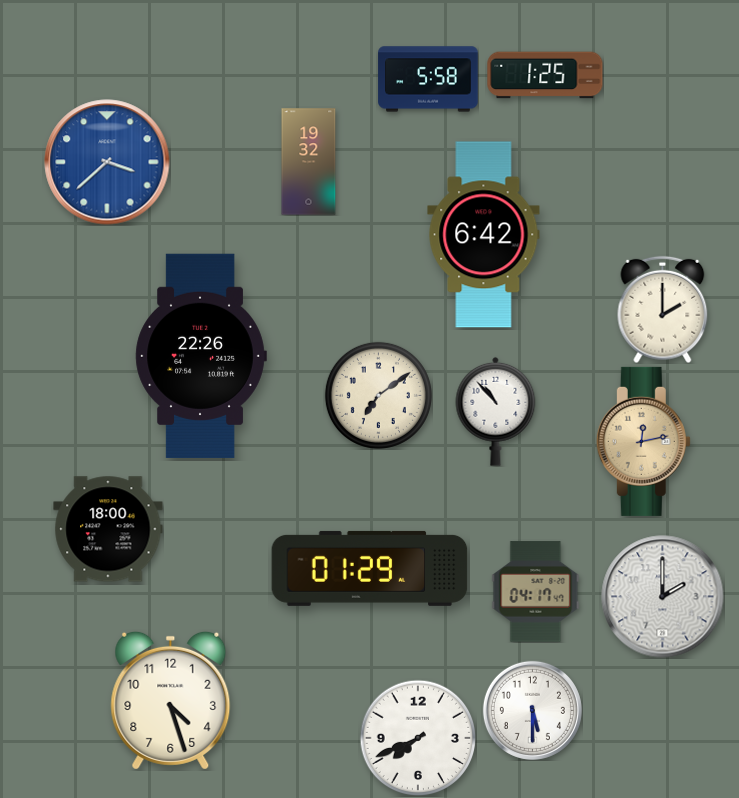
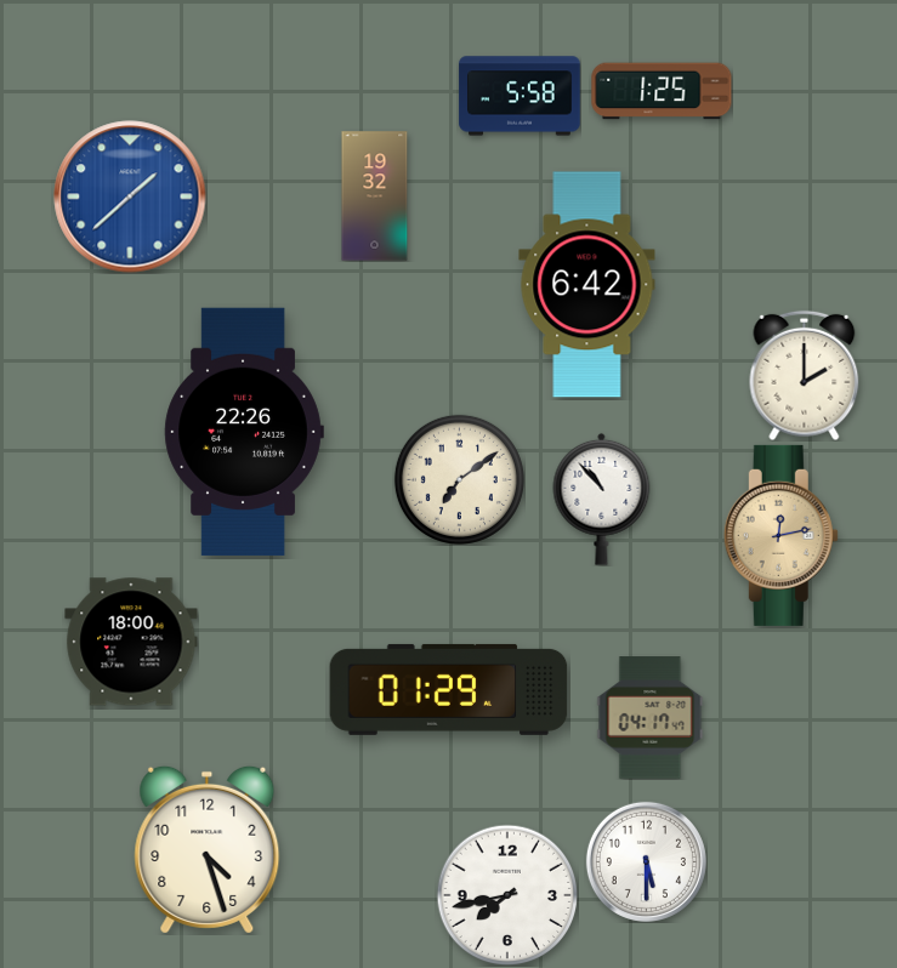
clock at (107, 162): 3:38 -> 1:38
clock at (663, 597): 2:00 -> none
clock at (418, 738): 7:41 -> 7:43
